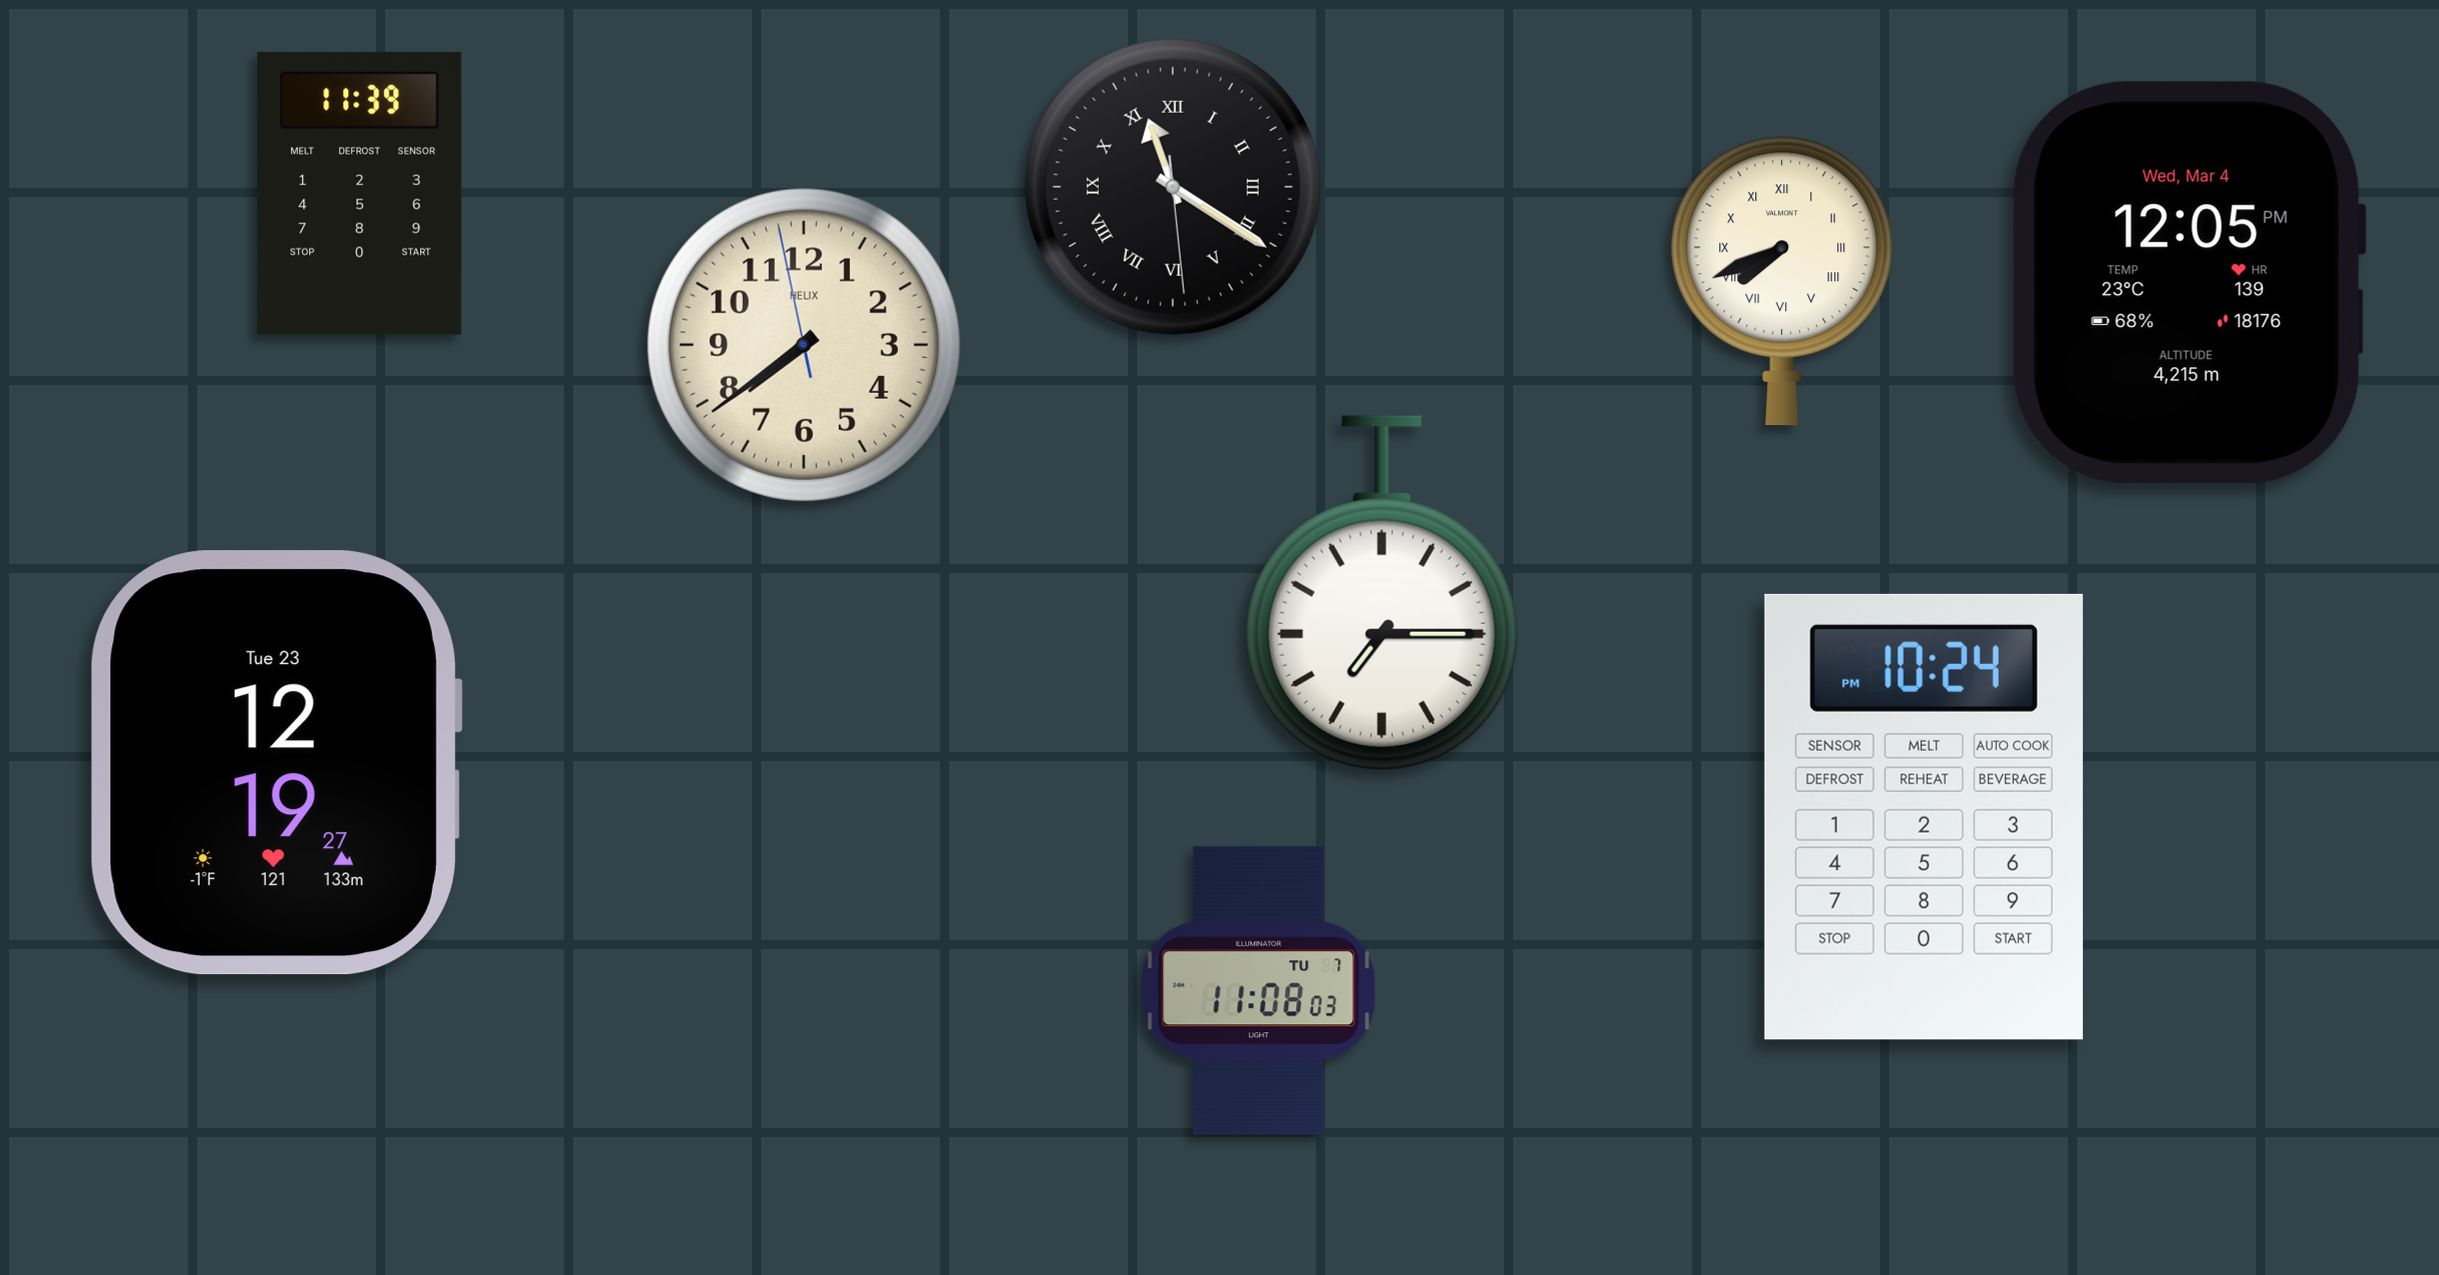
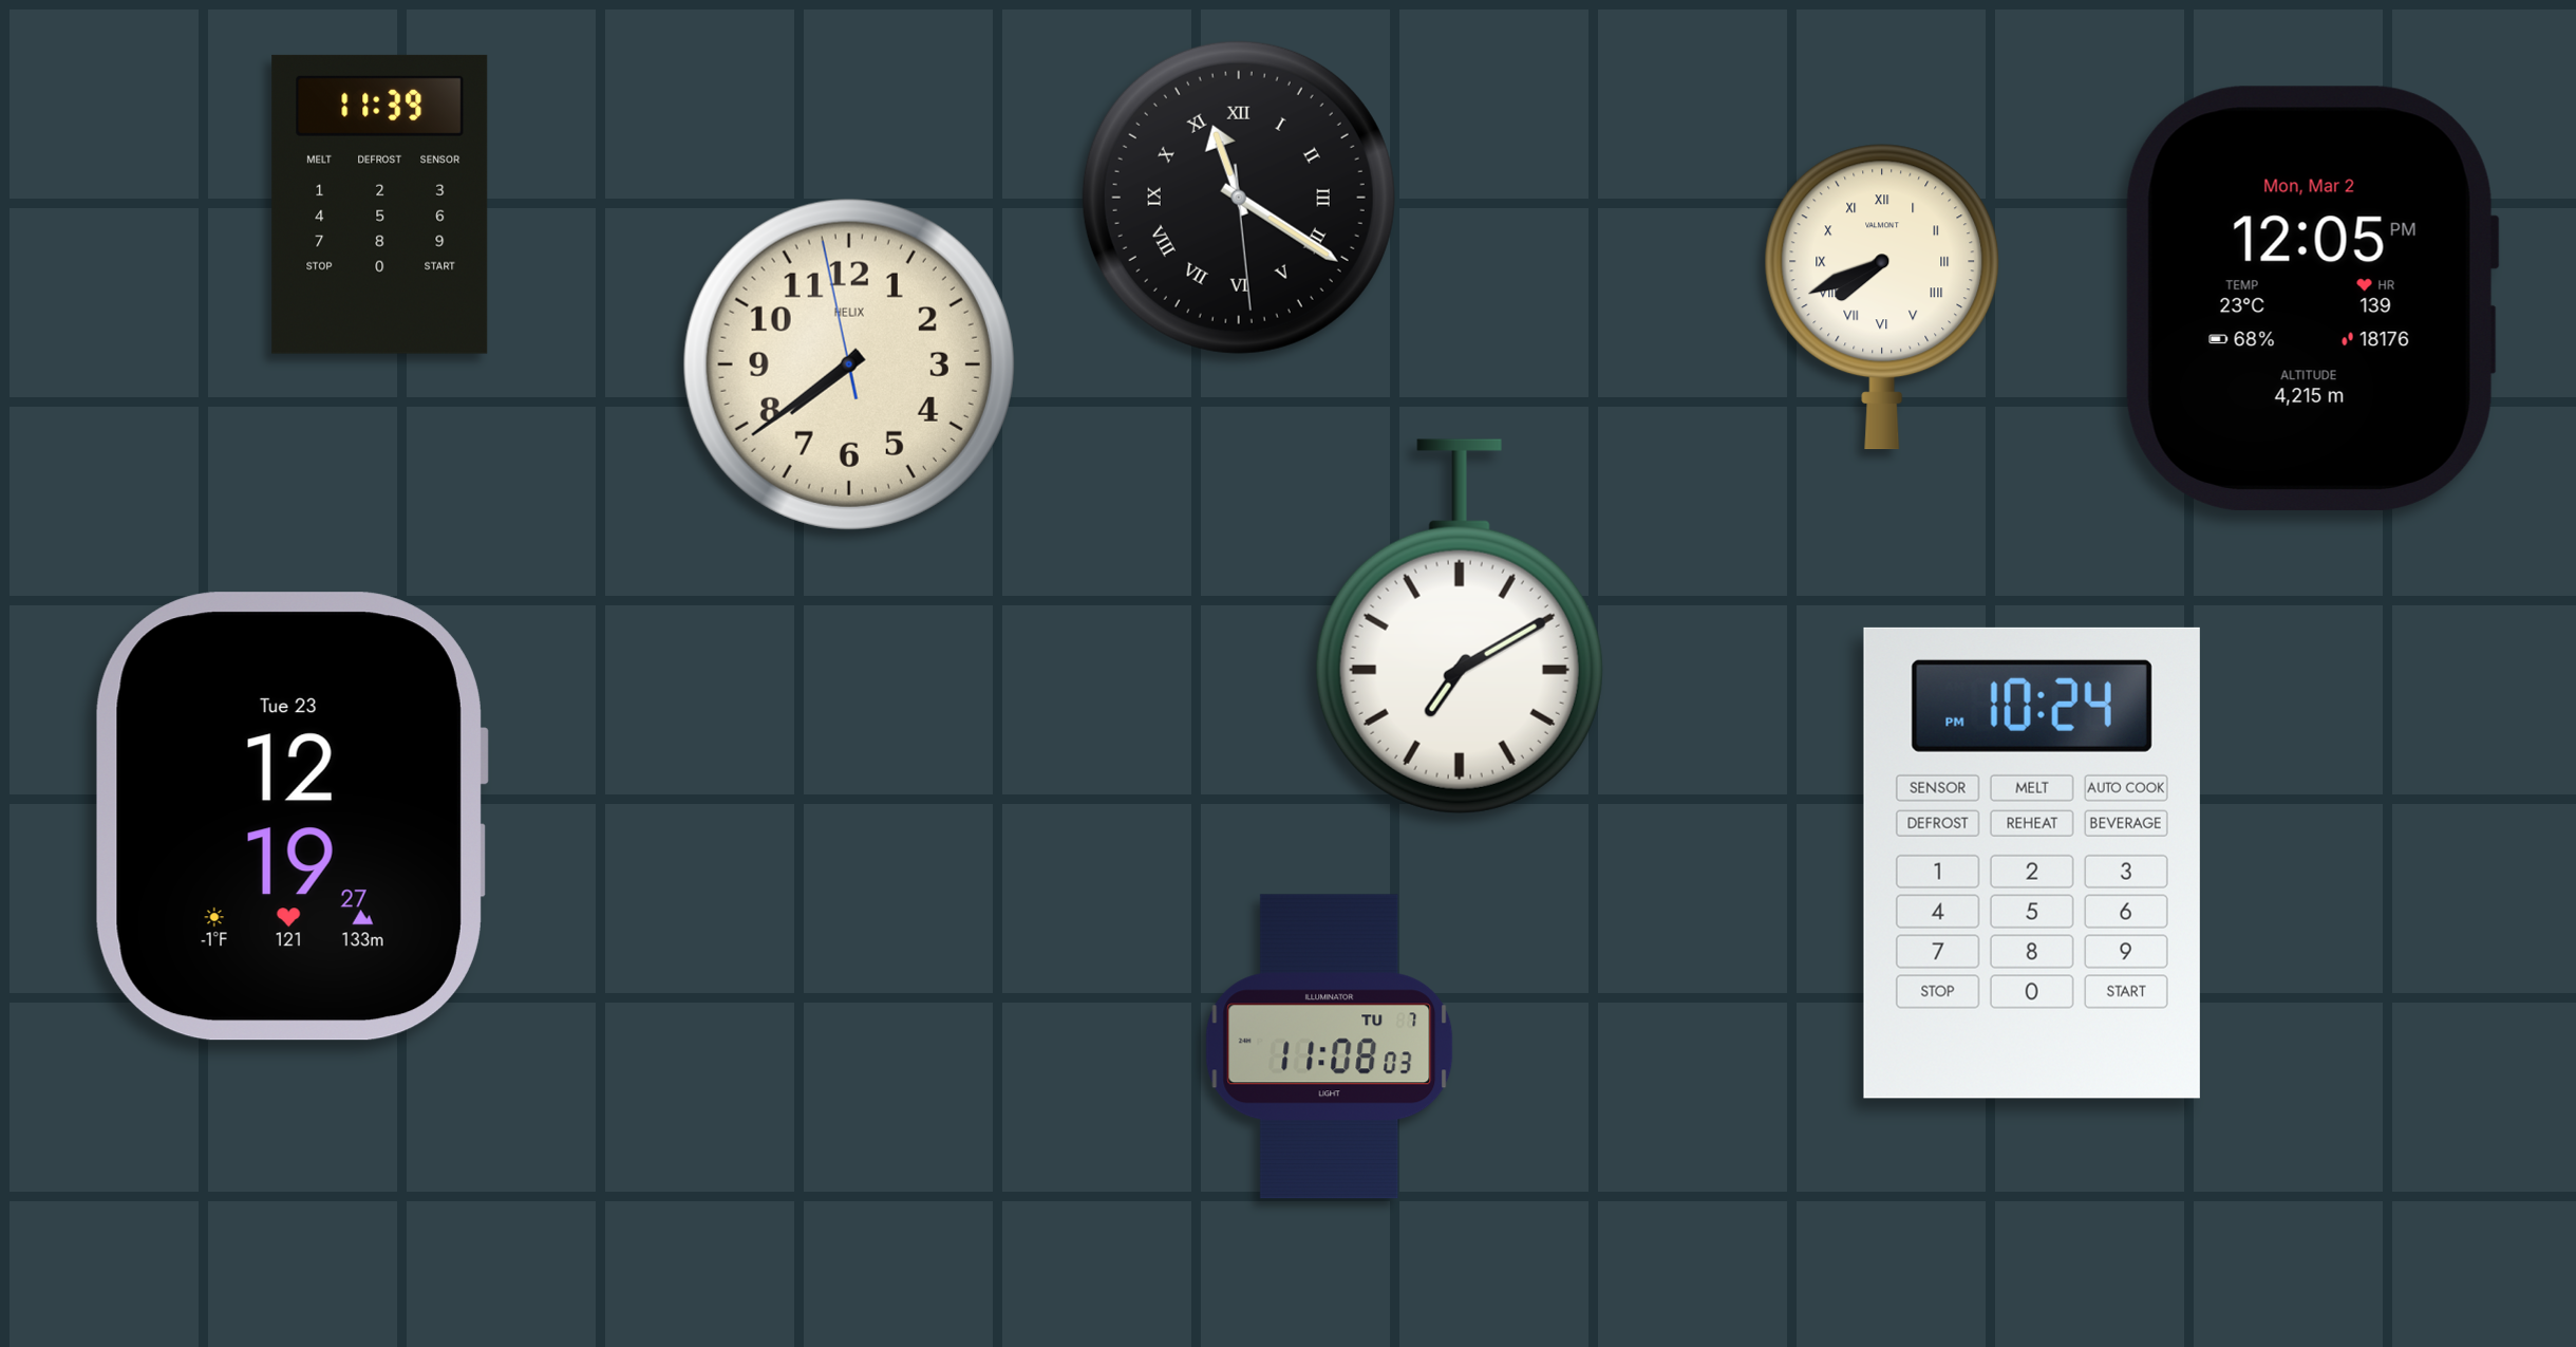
clock at (2189, 282) date: Wed, Mar 4 -> Mon, Mar 2
clock at (1382, 593): 7:15 -> 7:10
clock at (276, 763) position: (276, 763) -> (292, 817)
